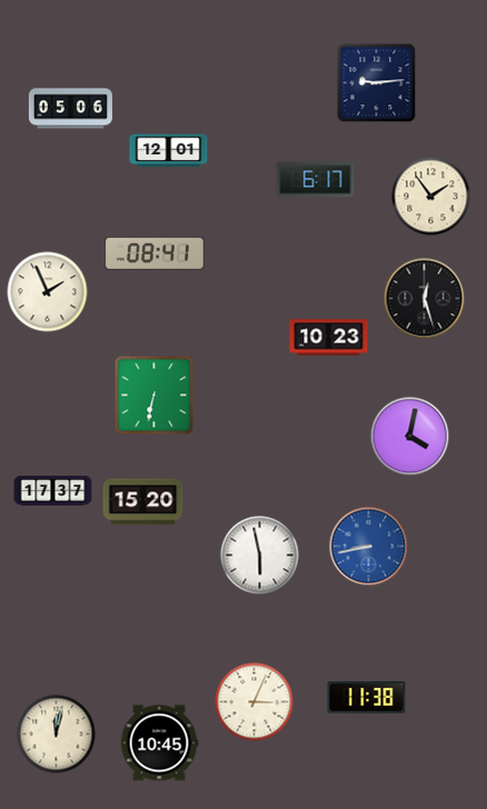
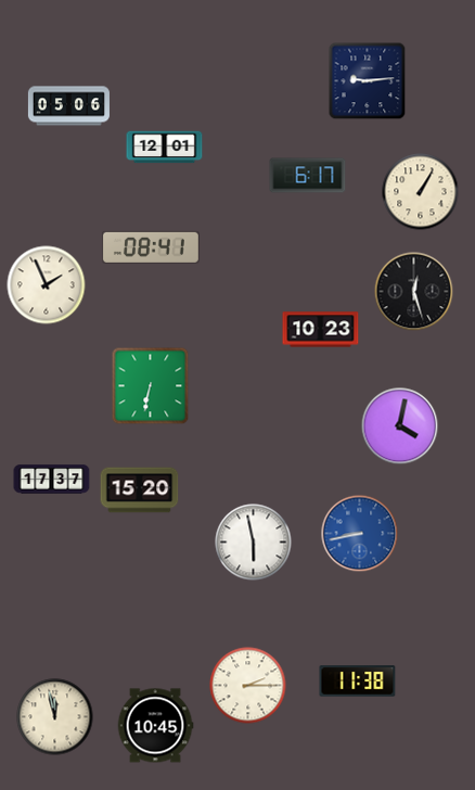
clock at (431, 197): 1:54 -> 1:05
clock at (255, 702): 3:04 -> 2:15
clock at (57, 735): 12:02 -> 11:58
